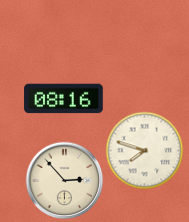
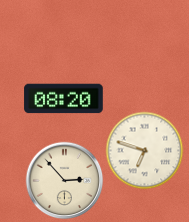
clock at (64, 99): 08:16 -> 08:20
clock at (144, 150): 7:48 -> 6:48
